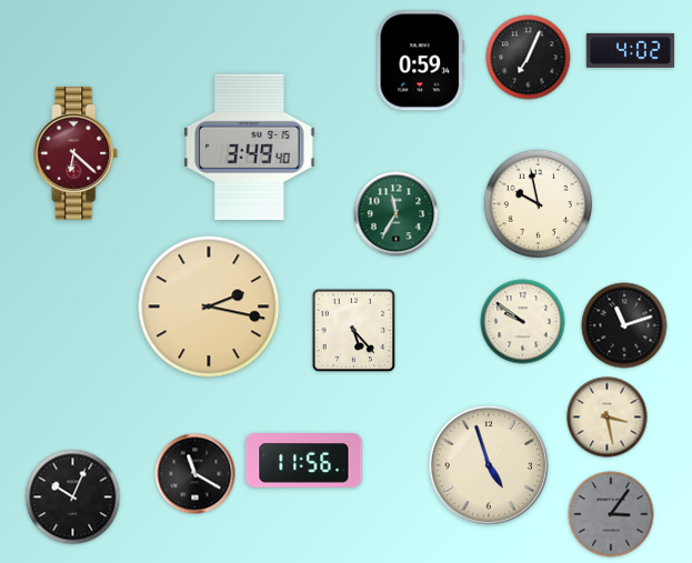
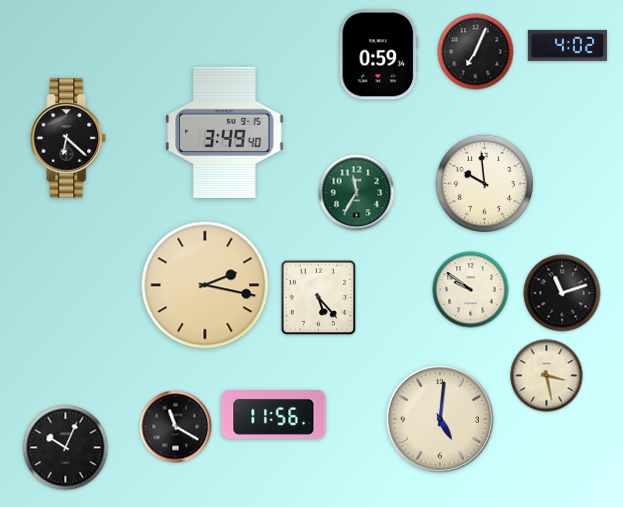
clock at (76, 153) dial: burgundy -> black
clock at (538, 203): 9:58 -> 9:59
clock at (209, 306) position: (209, 306) -> (205, 285)
clock at (489, 465): 4:57 -> 5:01
clock at (611, 514): 3:06 -> none
